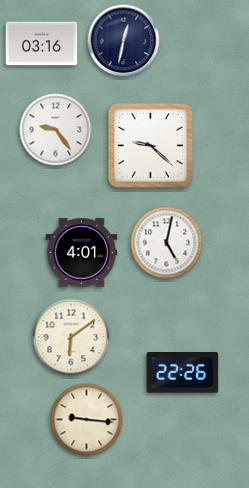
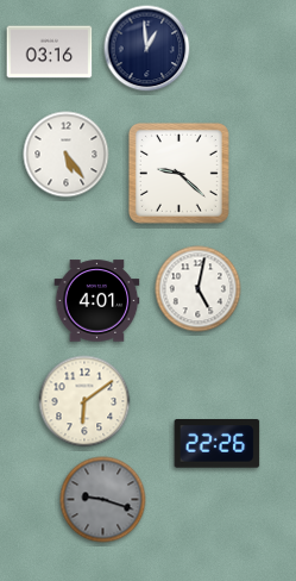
clock at (124, 41): 12:32 -> 12:59
clock at (56, 130): 9:24 -> 5:24
clock at (87, 420): 9:16 -> 9:18
clock at (87, 420) dial: cream -> grey
